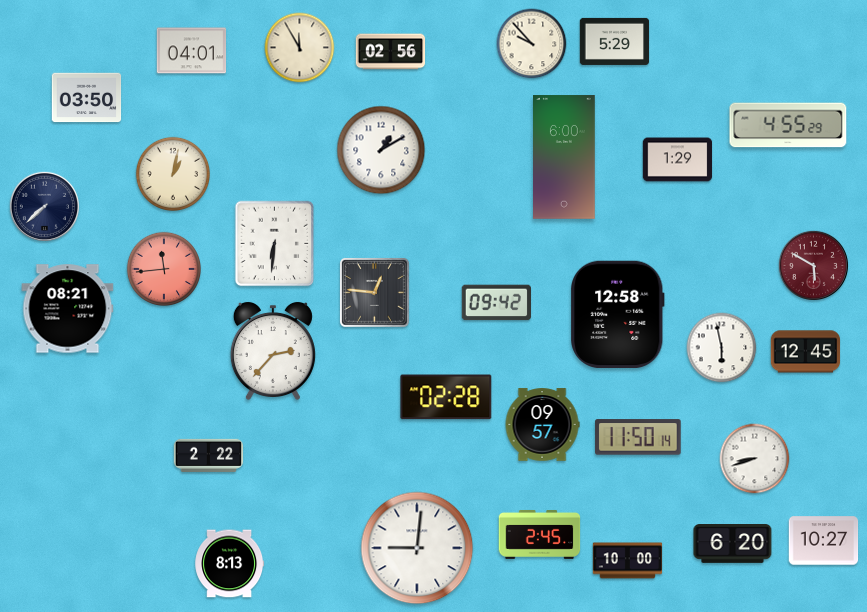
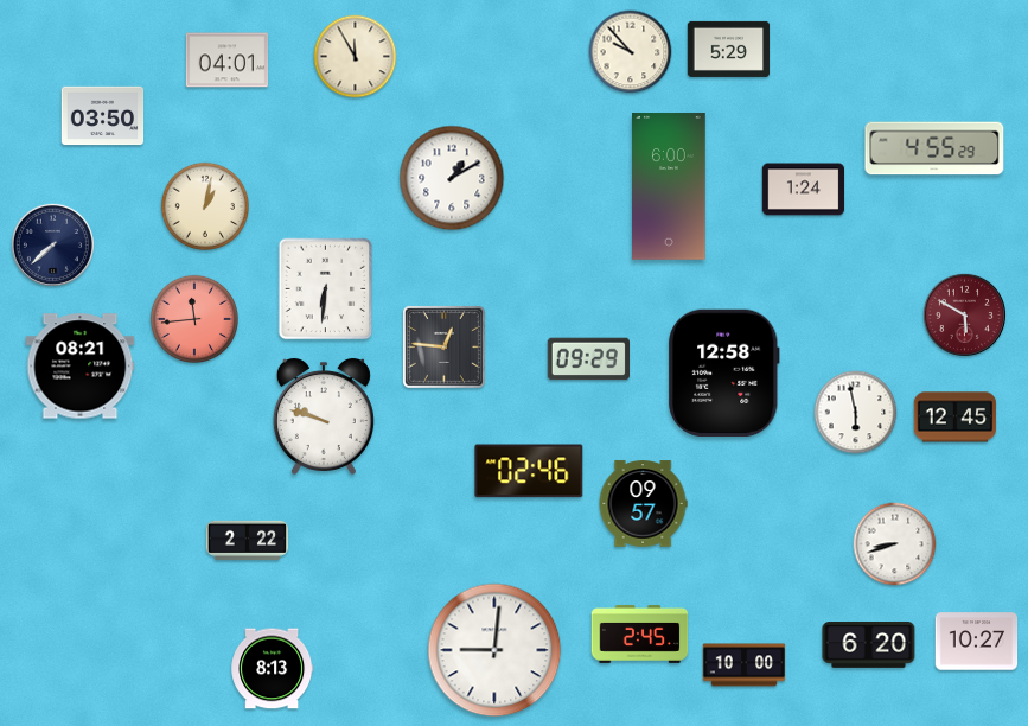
clock at (391, 52): 02:56 -> none
clock at (678, 160): 1:29 -> 1:24
clock at (496, 303): 09:42 -> 09:29
clock at (618, 315) position: (618, 315) -> (724, 374)
clock at (273, 351): 2:37 -> 9:48
clock at (446, 397): 02:28 -> 02:46
clock at (638, 437): 11:50 -> none
